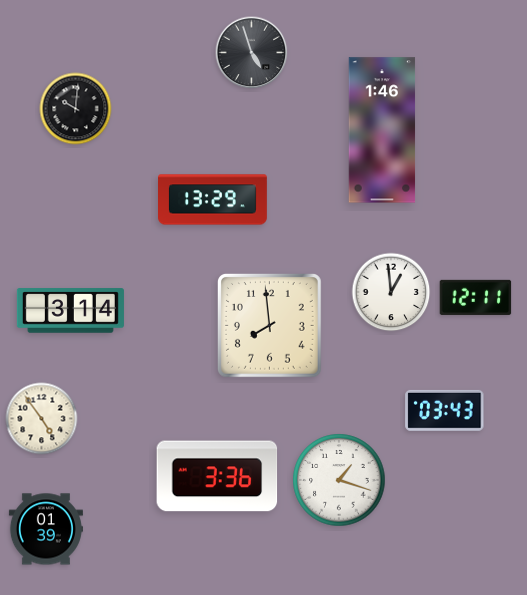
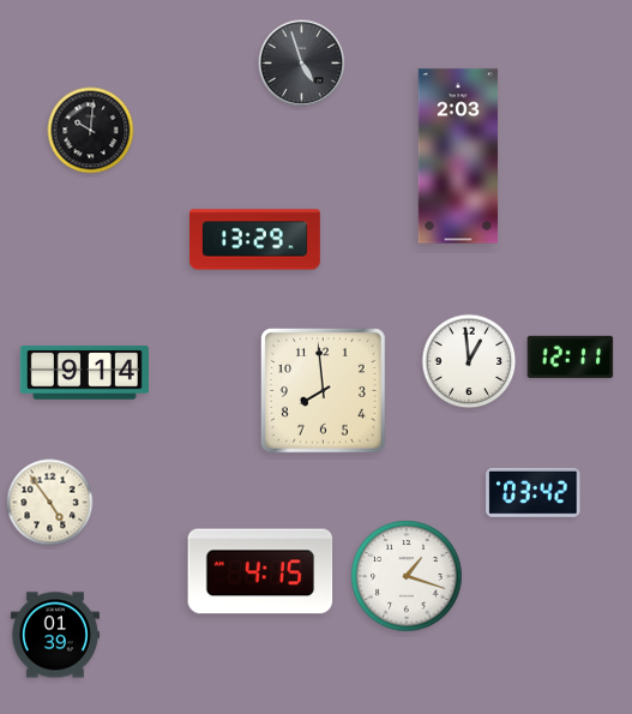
clock at (382, 130): 1:46 -> 2:03
clock at (391, 292) position: (391, 292) -> (469, 361)
clock at (70, 311): 3:14 -> 9:14
clock at (445, 410): 03:43 -> 03:42
clock at (217, 476): 3:36 -> 4:15
